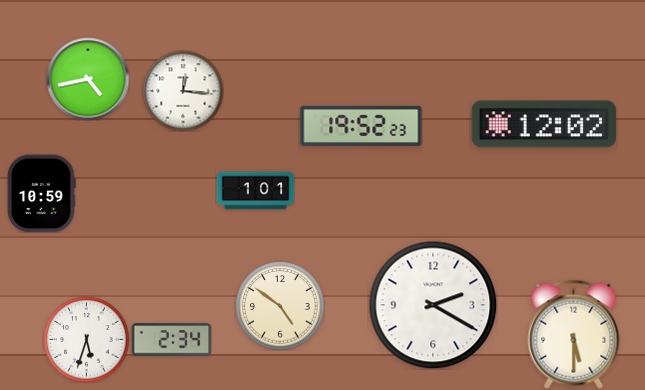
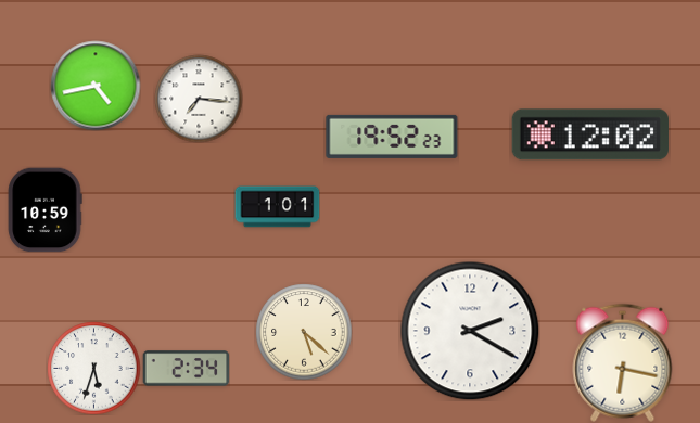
clock at (183, 91): 12:16 -> 7:16
clock at (280, 306): 4:51 -> 5:22
clock at (574, 334): 5:30 -> 6:17
